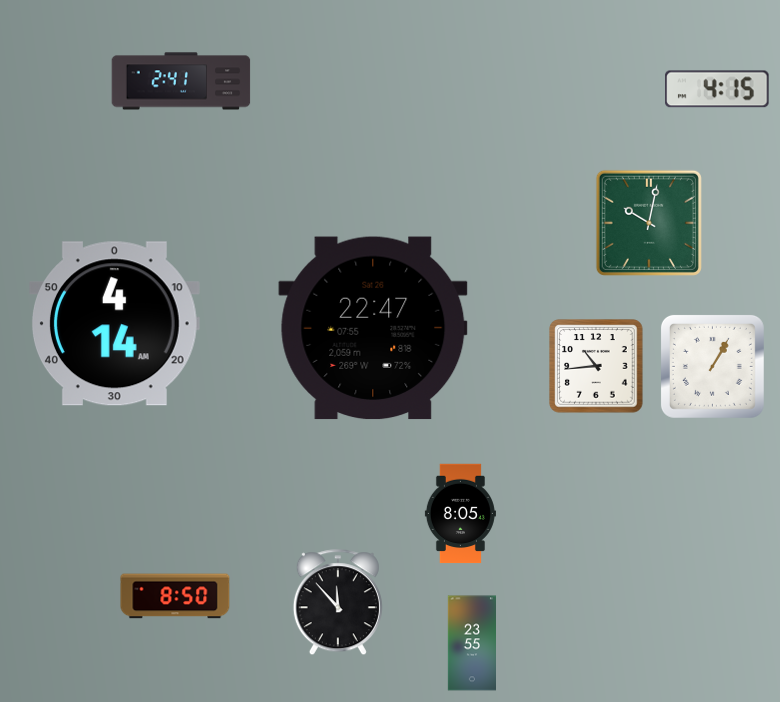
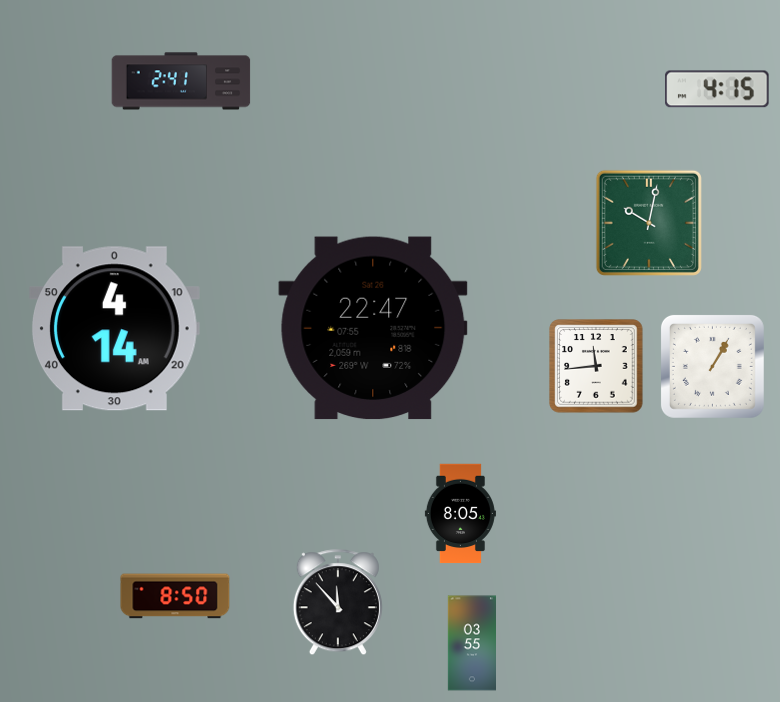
clock at (115, 324) position: (115, 324) -> (115, 329)
clock at (596, 366): 10:44 -> 11:44
clock at (471, 643): 23:55 -> 03:55
